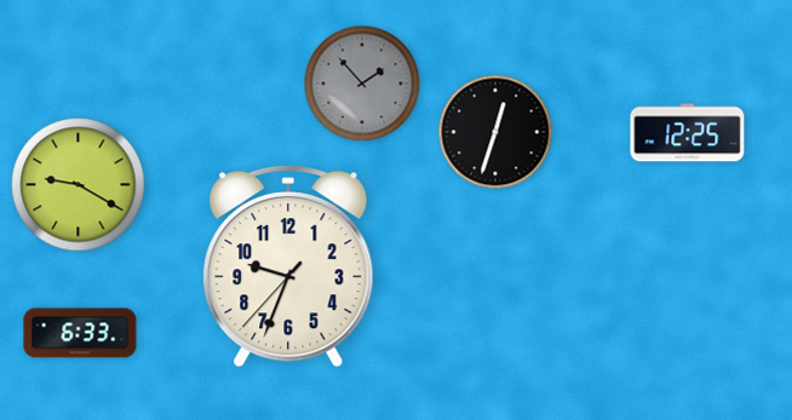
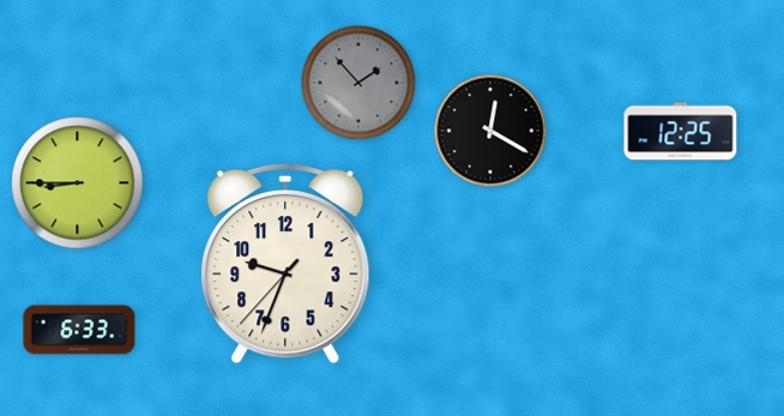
clock at (495, 132): 12:33 -> 12:20
clock at (79, 185): 9:20 -> 8:45
